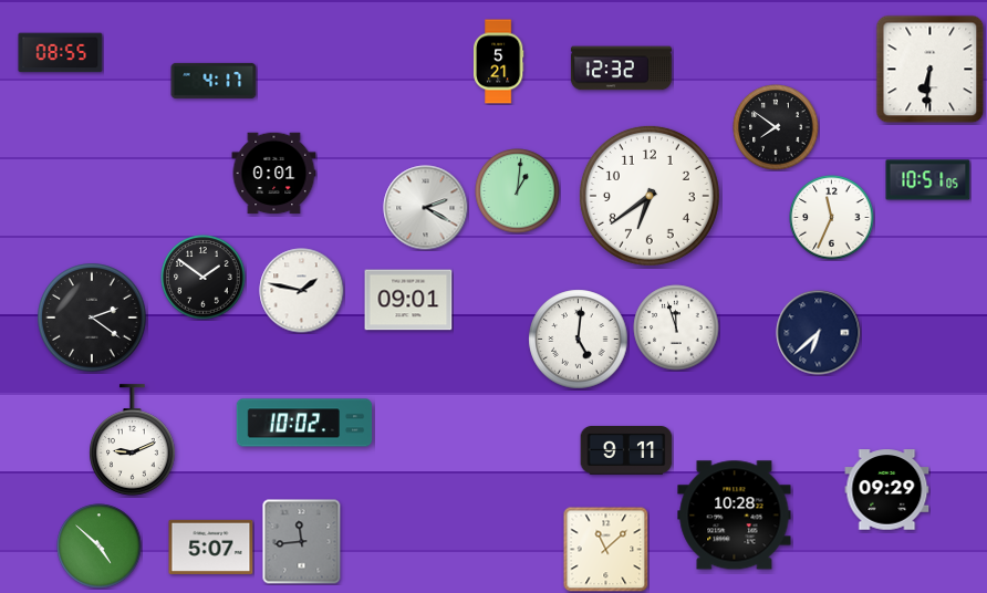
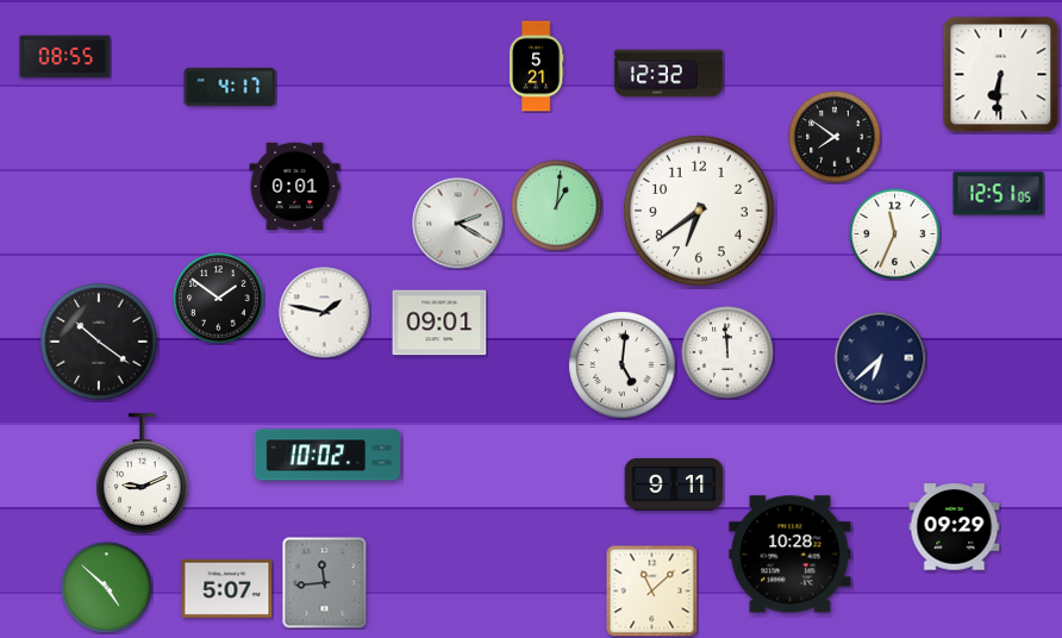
clock at (928, 180): 10:51 -> 12:51
clock at (92, 318): 2:21 -> 10:21
clock at (676, 327): 11:57 -> 11:59
